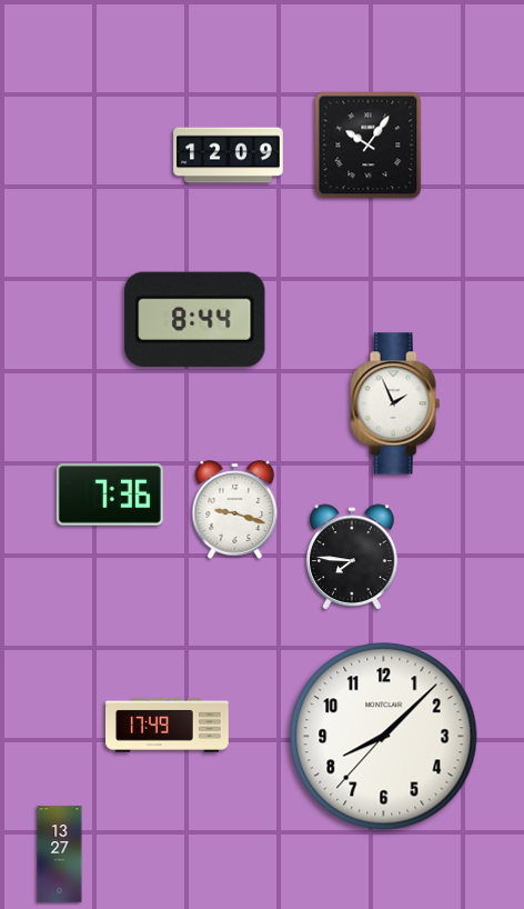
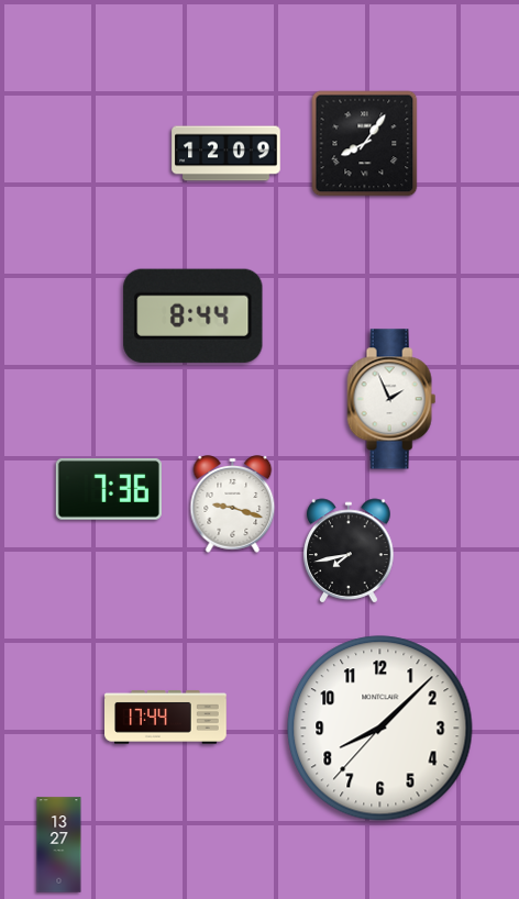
clock at (369, 146): 10:06 -> 8:06
clock at (352, 557): 7:46 -> 7:43
clock at (168, 726): 17:49 -> 17:44
